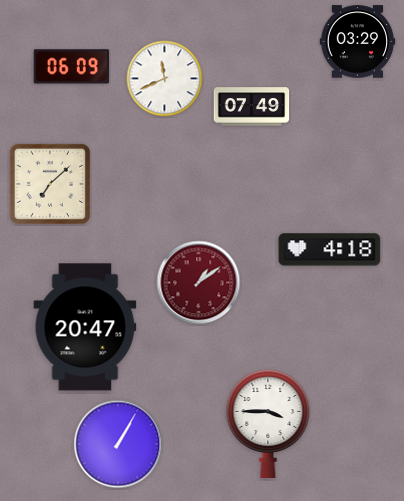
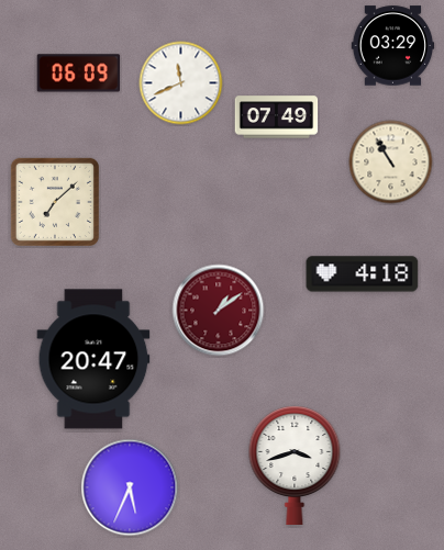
clock at (165, 79) position: (165, 79) -> (181, 83)
clock at (391, 162): none -> 10:55
clock at (268, 423): 3:45 -> 3:42
clock at (118, 444): 1:05 -> 5:34
